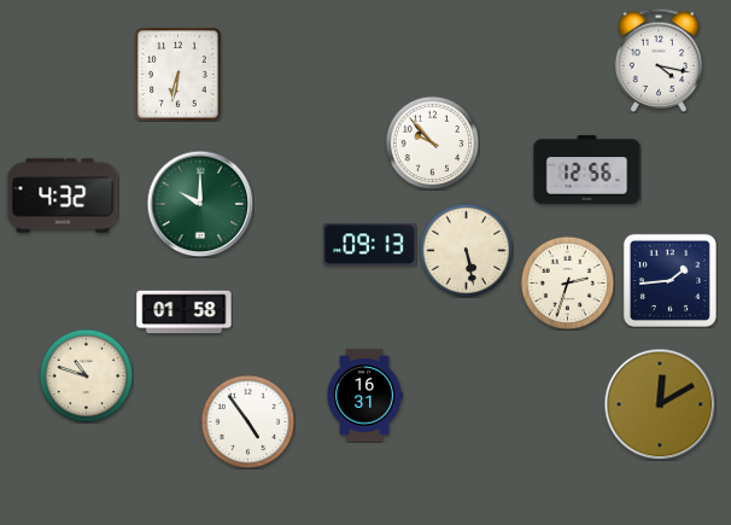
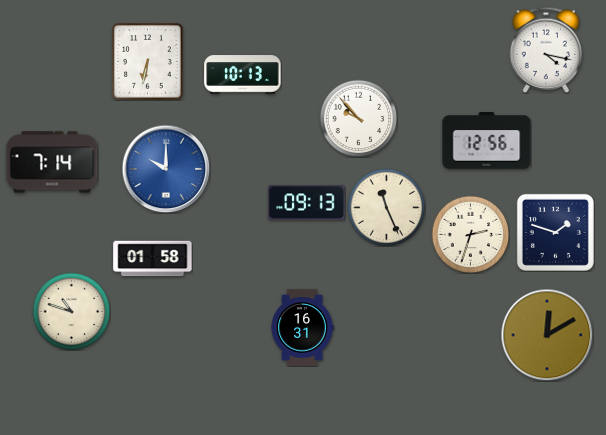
clock at (243, 75): none -> 10:13
clock at (63, 196): 4:32 -> 7:14
clock at (200, 204) dial: green -> blue
clock at (466, 250): 5:28 -> 11:26
clock at (669, 280): 1:44 -> 1:48
clock at (247, 421): 4:54 -> none
